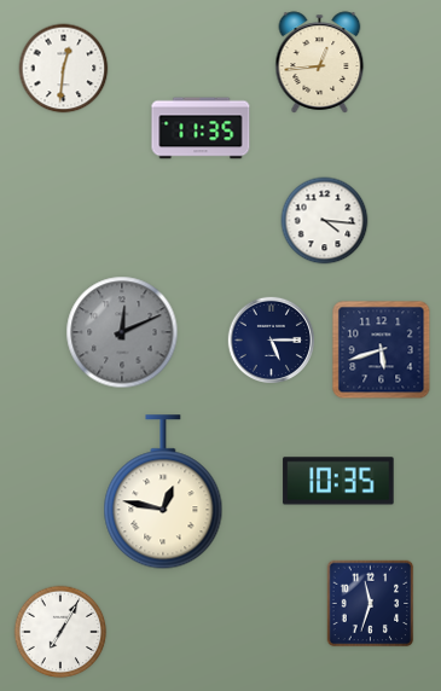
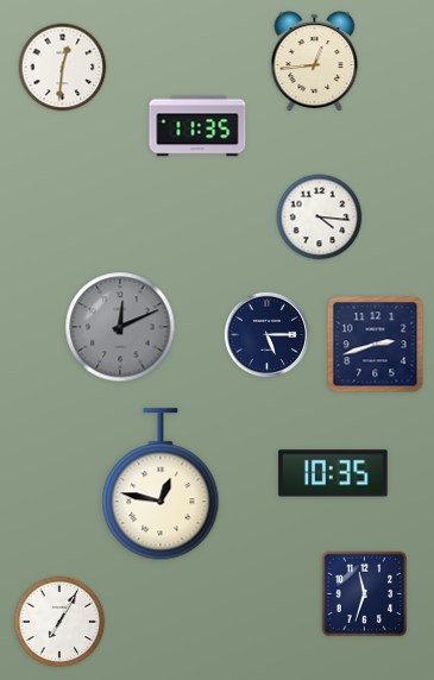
clock at (382, 350): 5:42 -> 2:42
